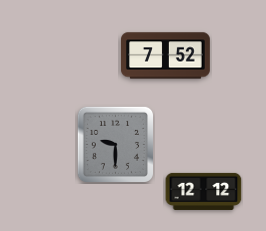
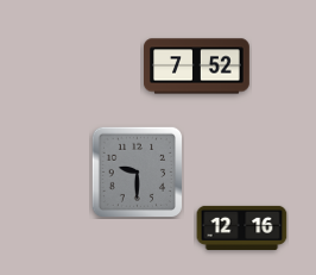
clock at (204, 191): 12:12 -> 12:16
